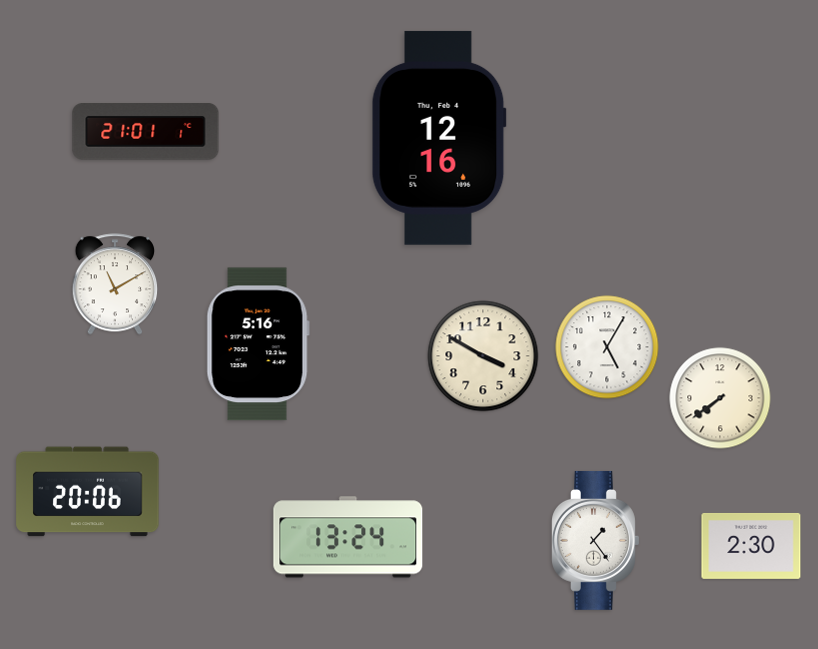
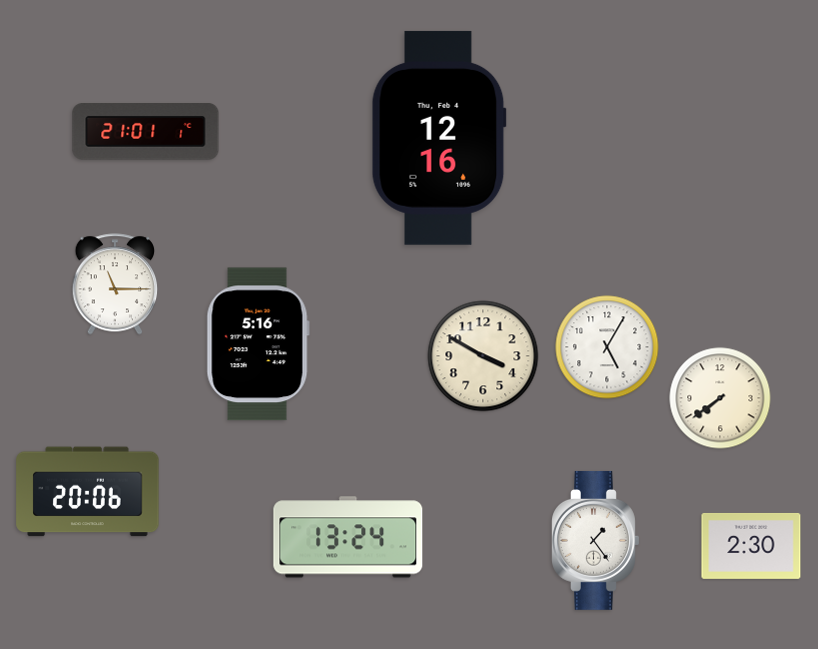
clock at (115, 284): 11:10 -> 11:15
